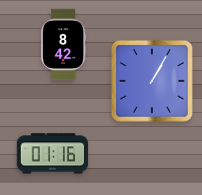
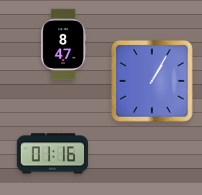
clock at (64, 45): 8:42 -> 8:47
